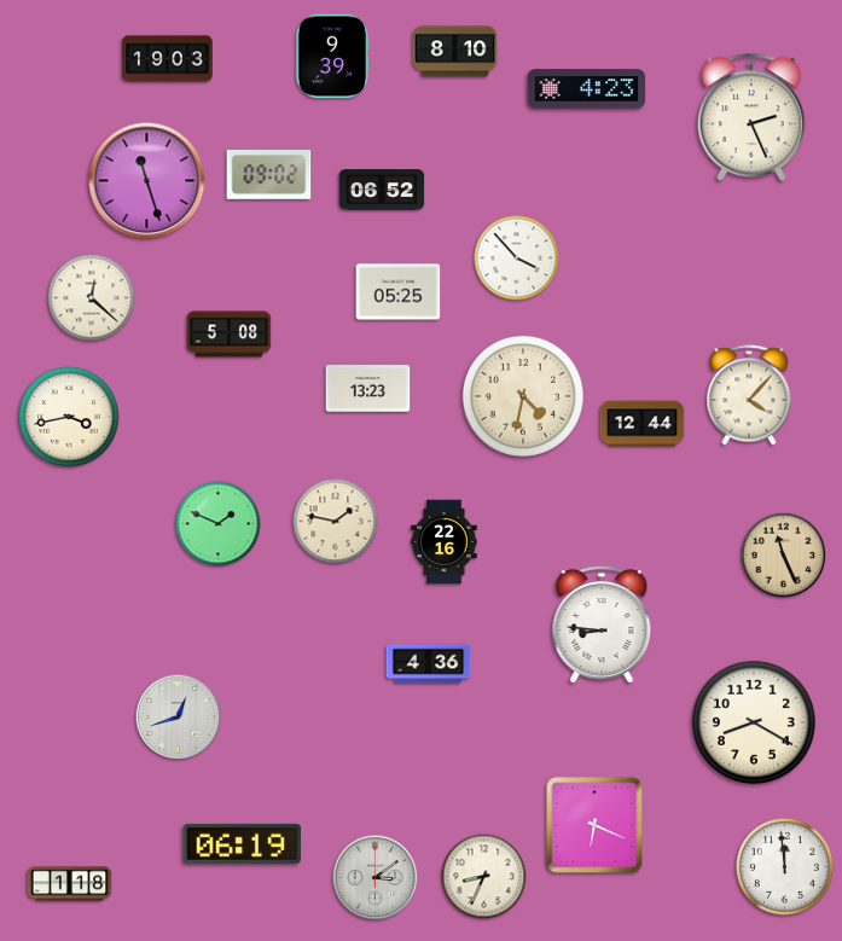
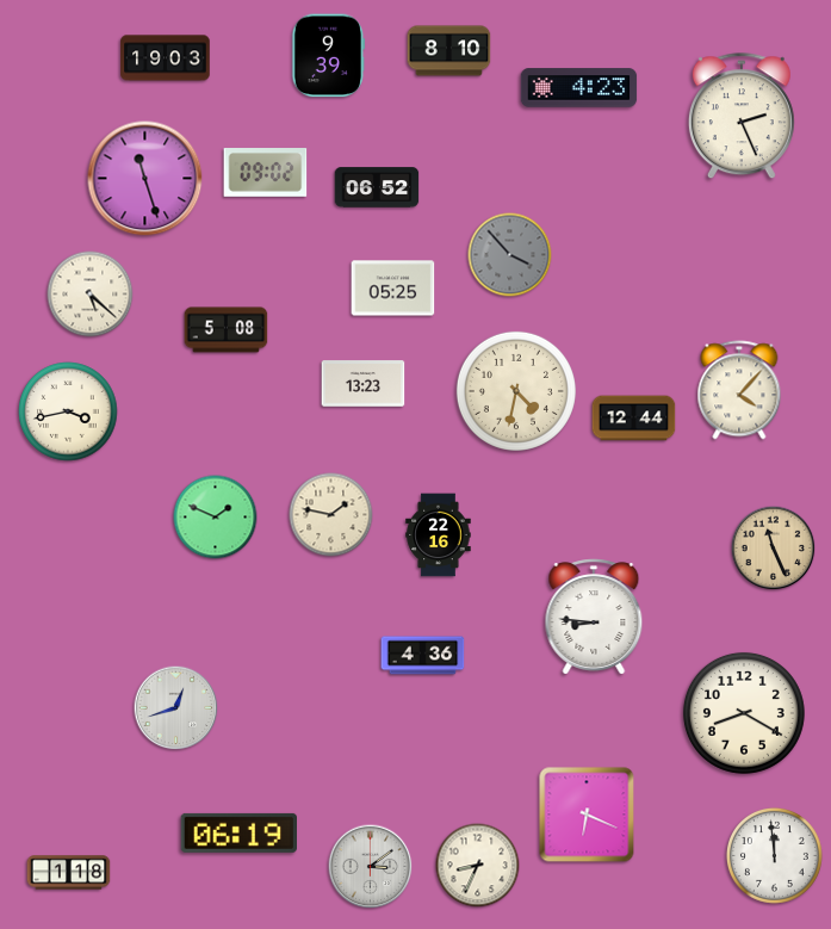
clock at (517, 259) dial: white -> grey
clock at (92, 298): 12:22 -> 5:22
